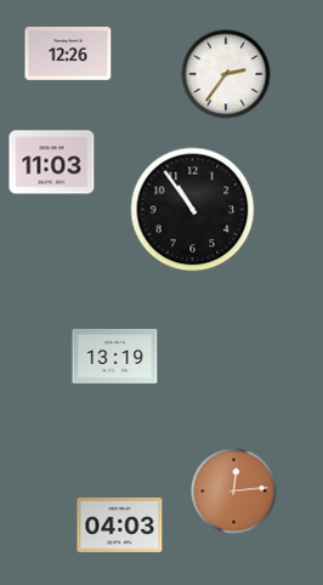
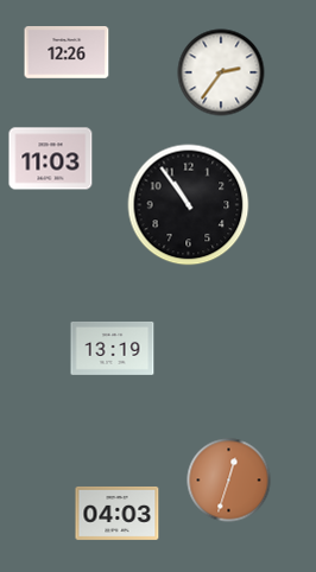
clock at (234, 492): 12:14 -> 12:33
